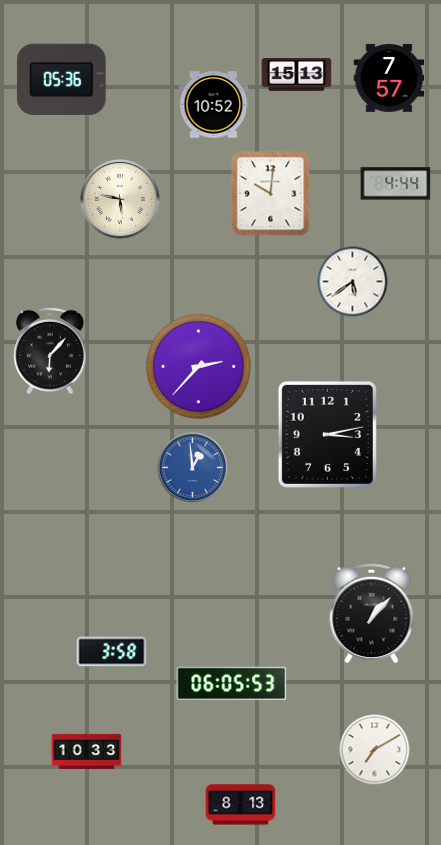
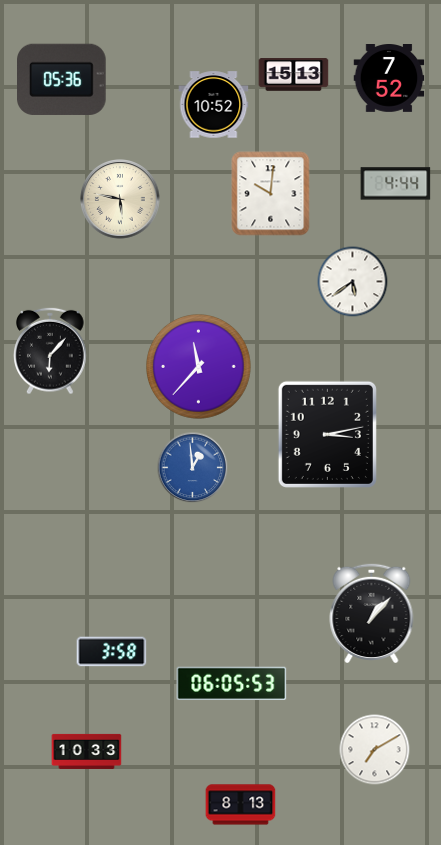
clock at (297, 75) position: (297, 75) -> (294, 75)
clock at (389, 79): 7:57 -> 7:52
clock at (198, 366): 2:37 -> 11:37
